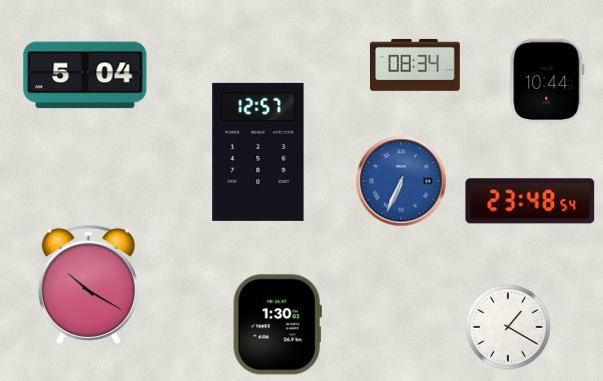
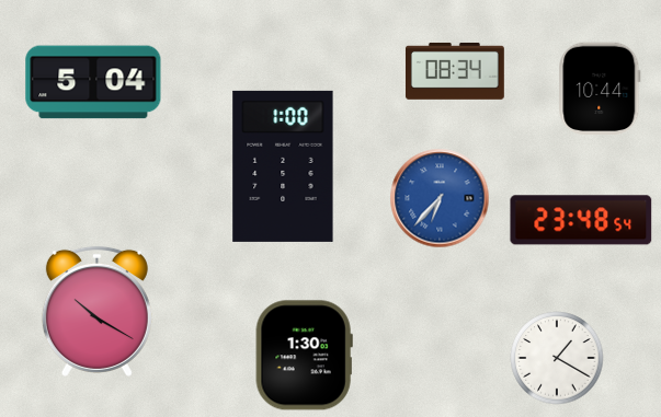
clock at (258, 152): 12:57 -> 1:00
clock at (401, 181): 6:34 -> 6:37
